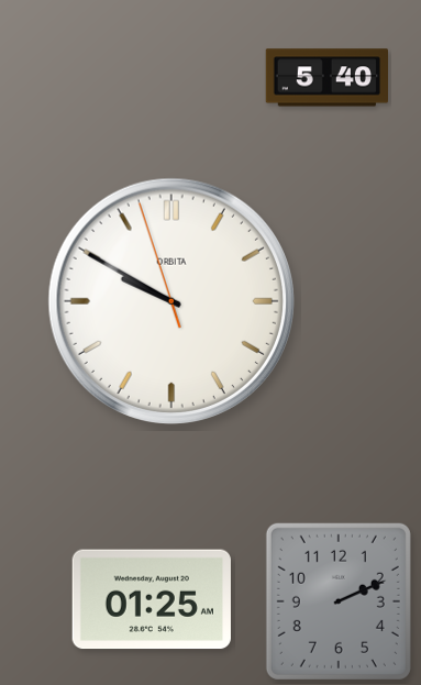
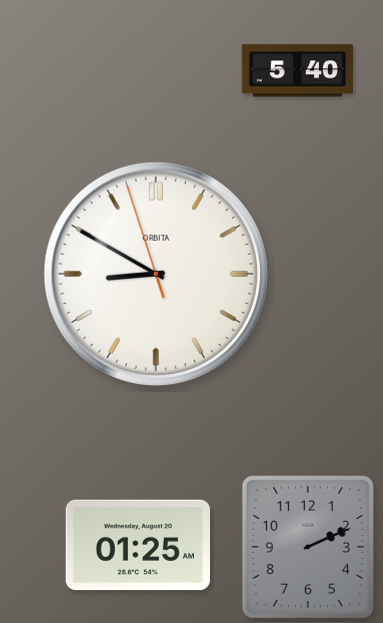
clock at (171, 301): 9:49 -> 8:49
